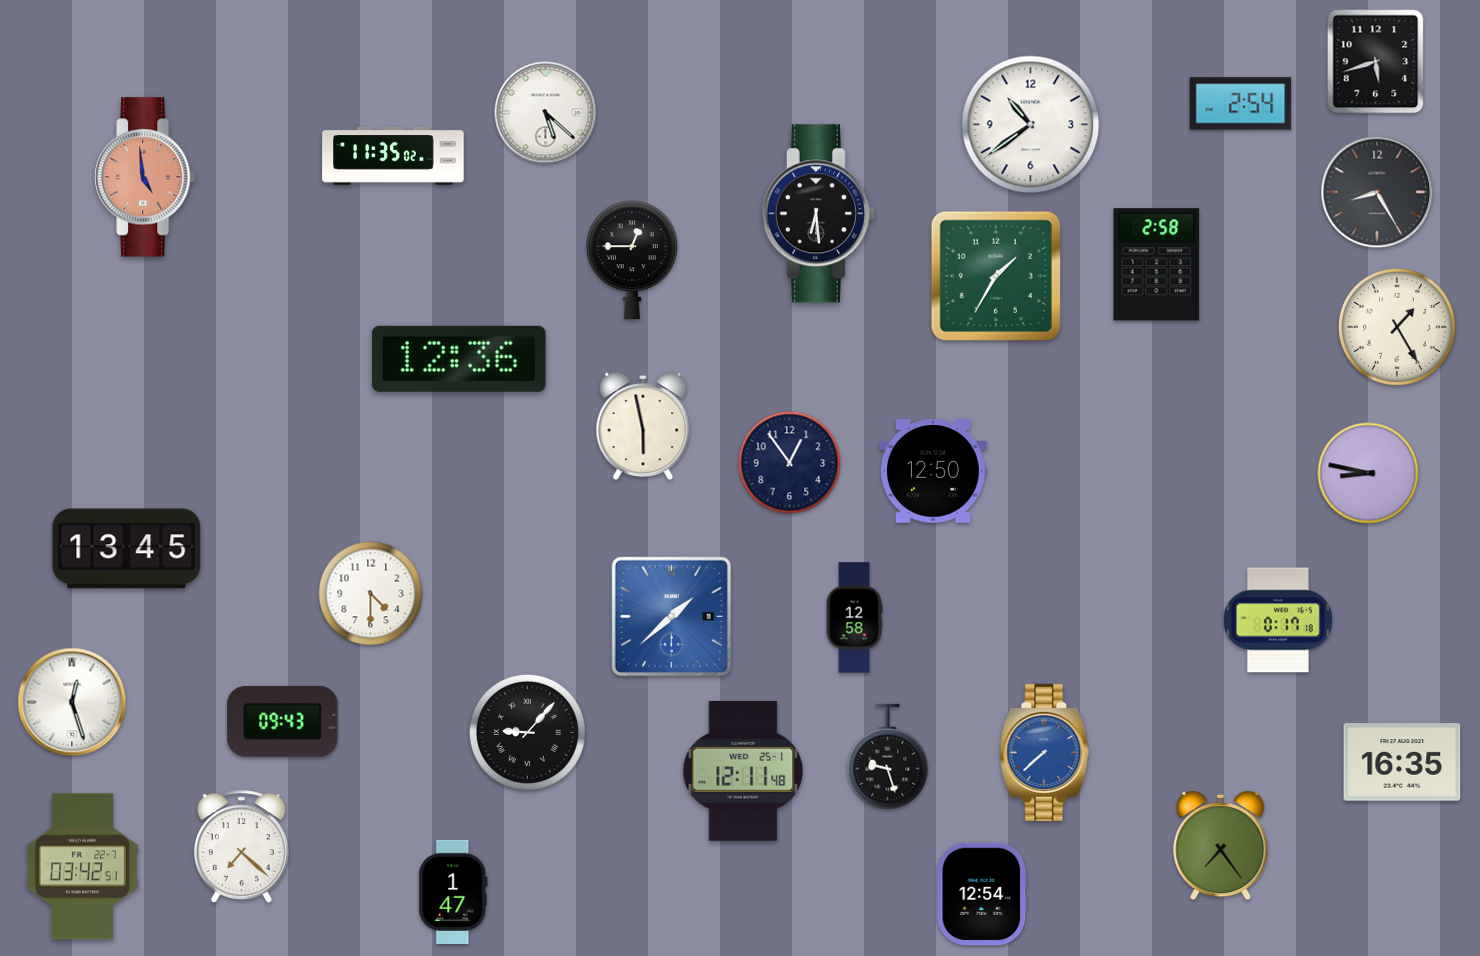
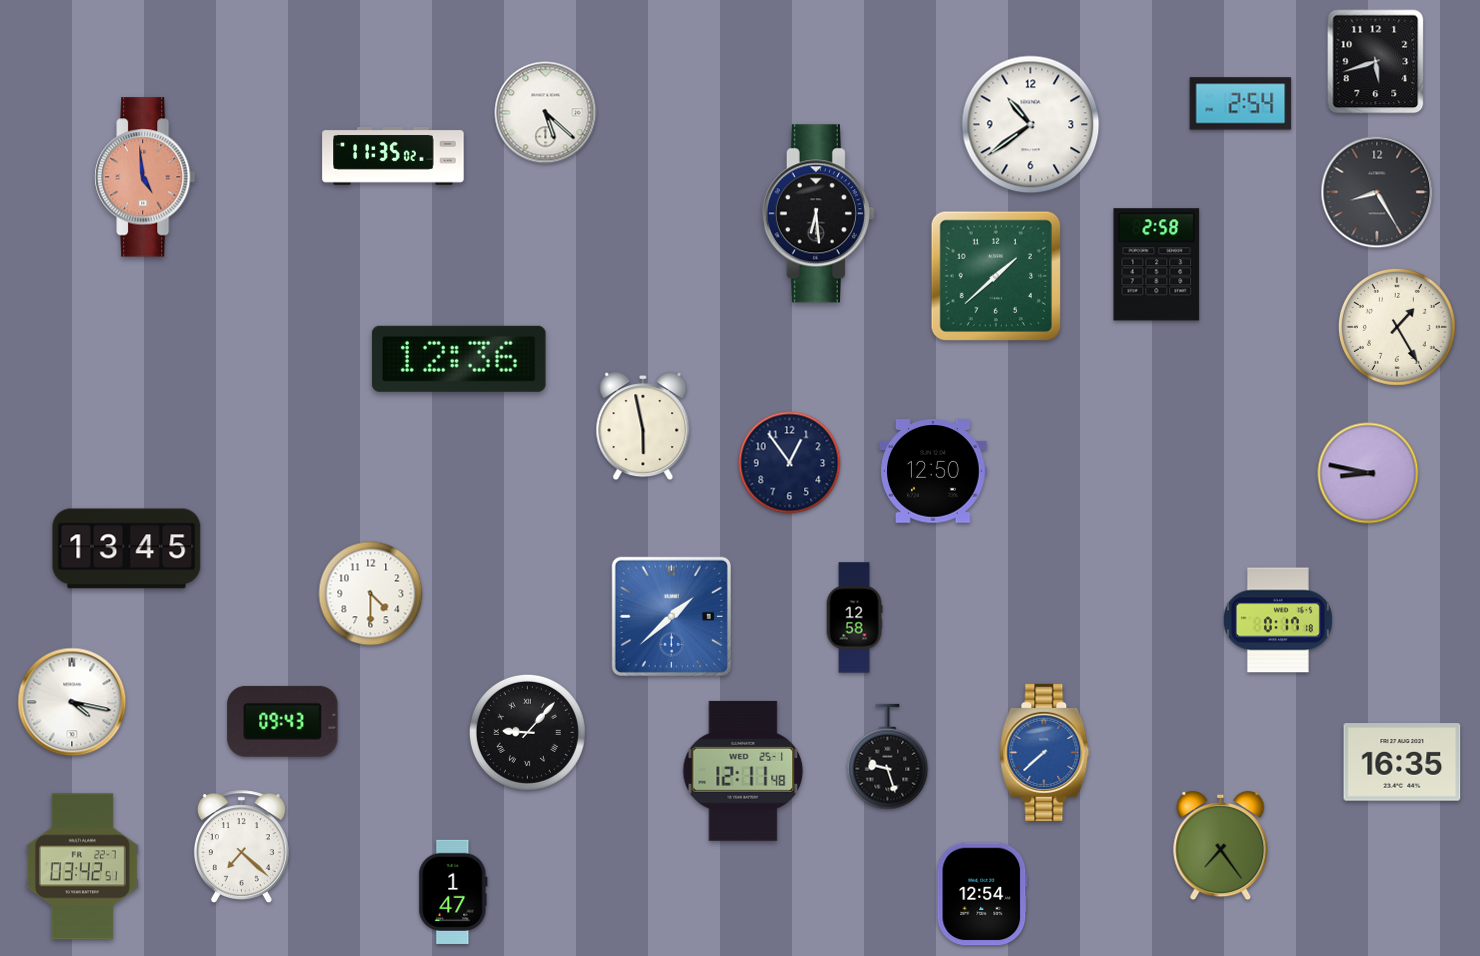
clock at (632, 260): 12:45 -> none
clock at (996, 276): 1:35 -> 1:38
clock at (72, 702): 12:27 -> 4:17
